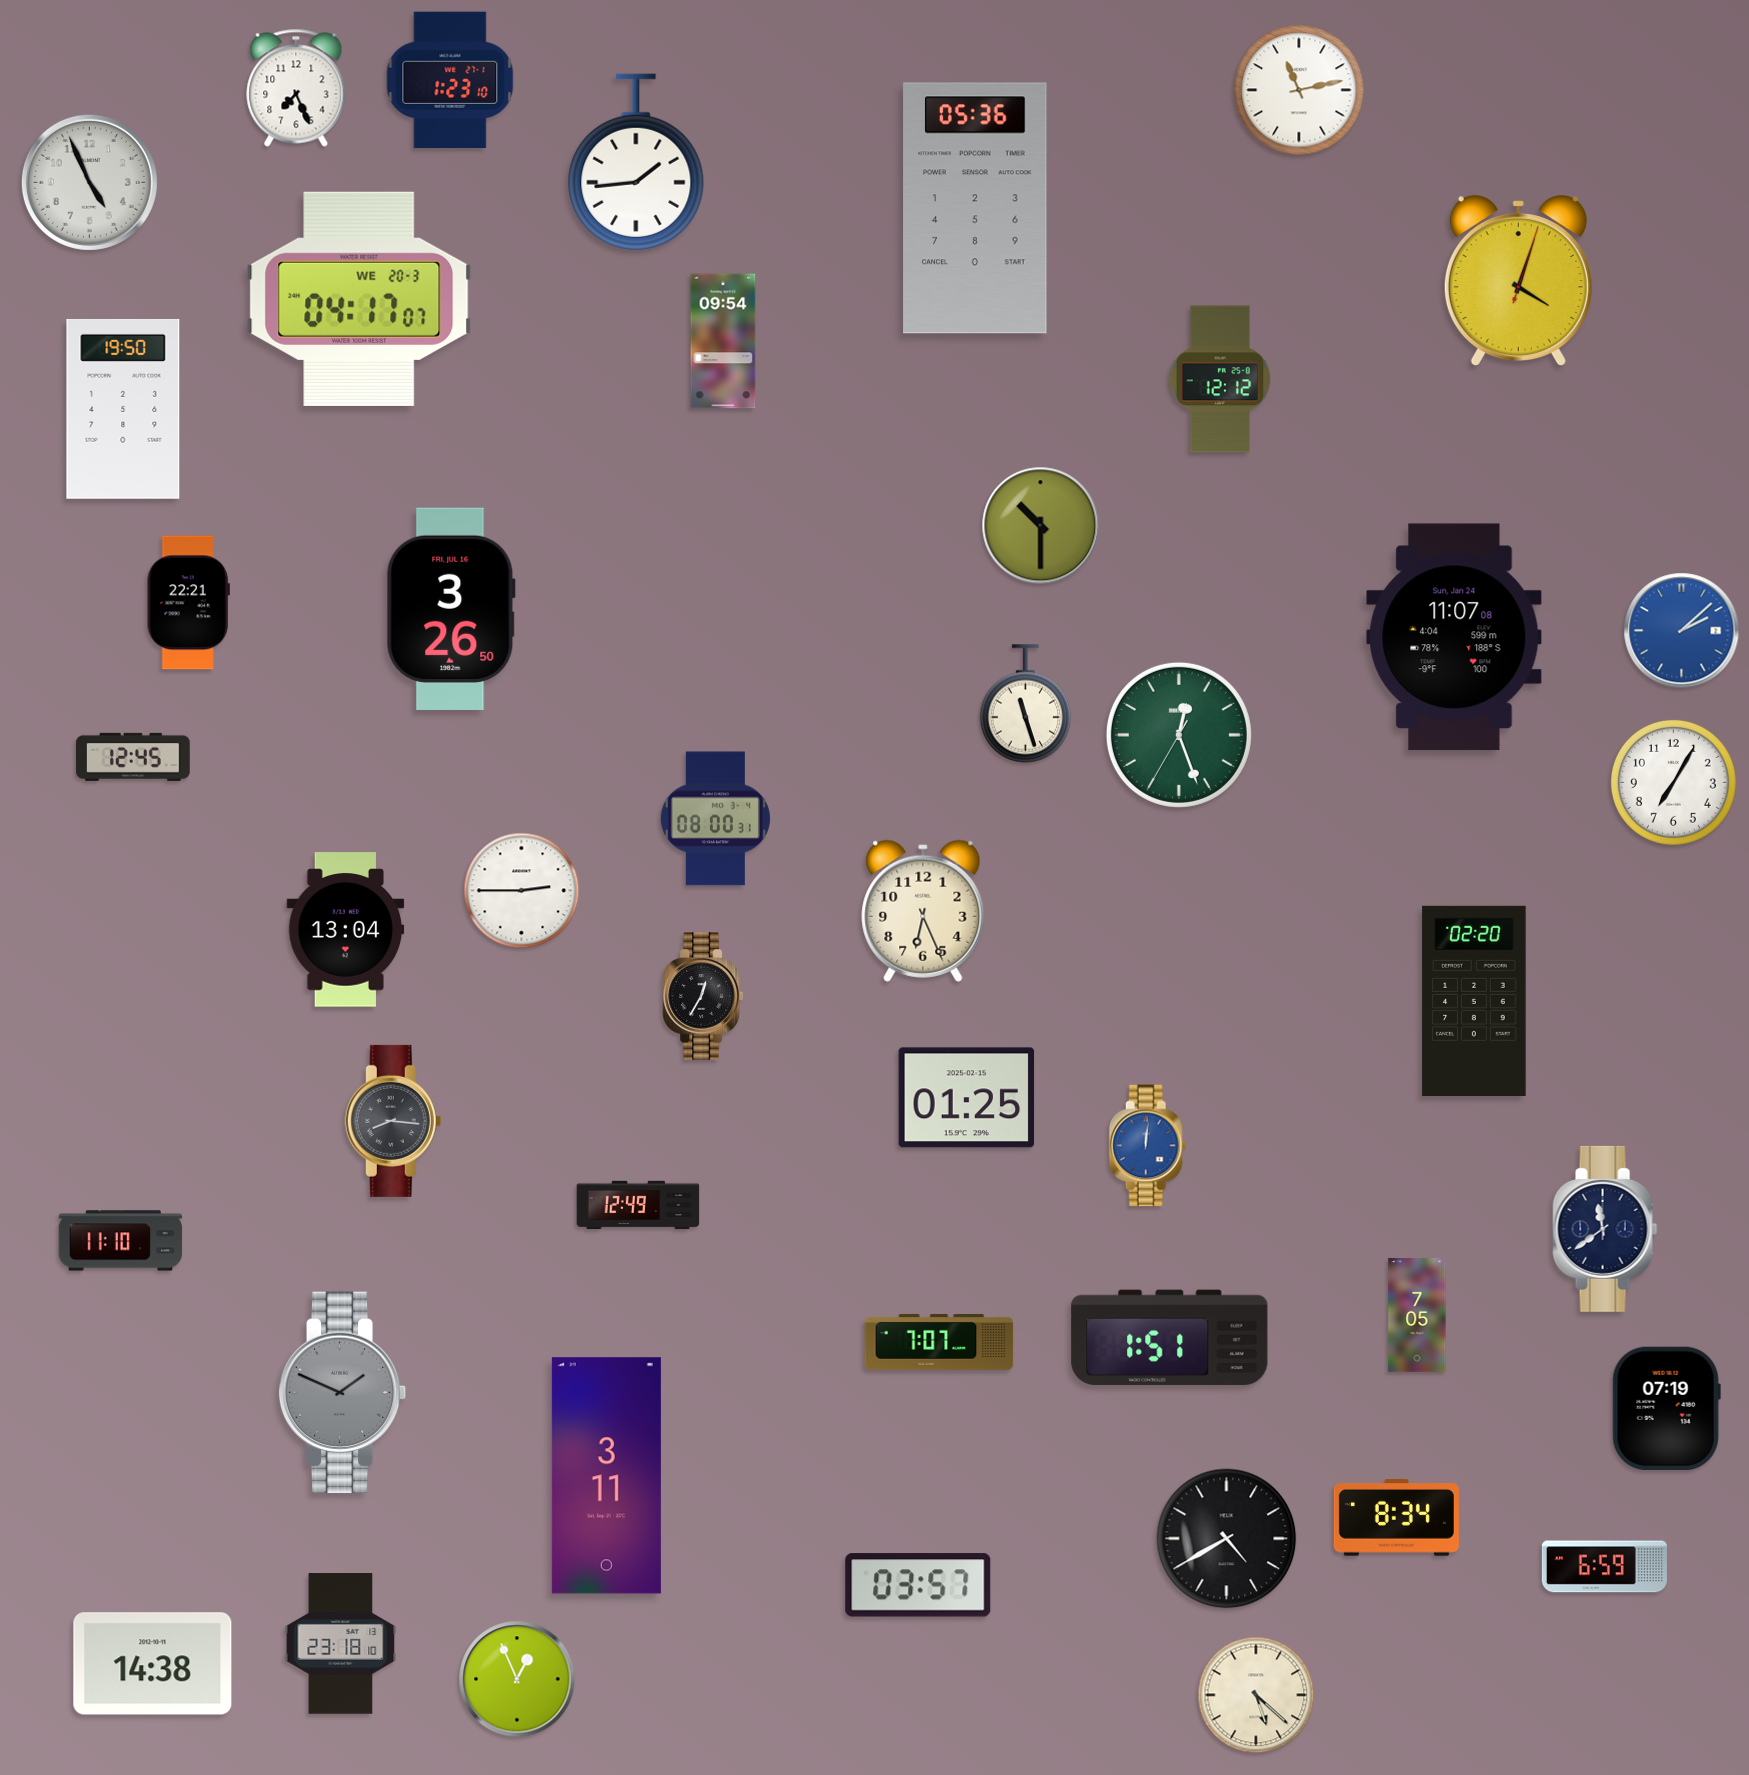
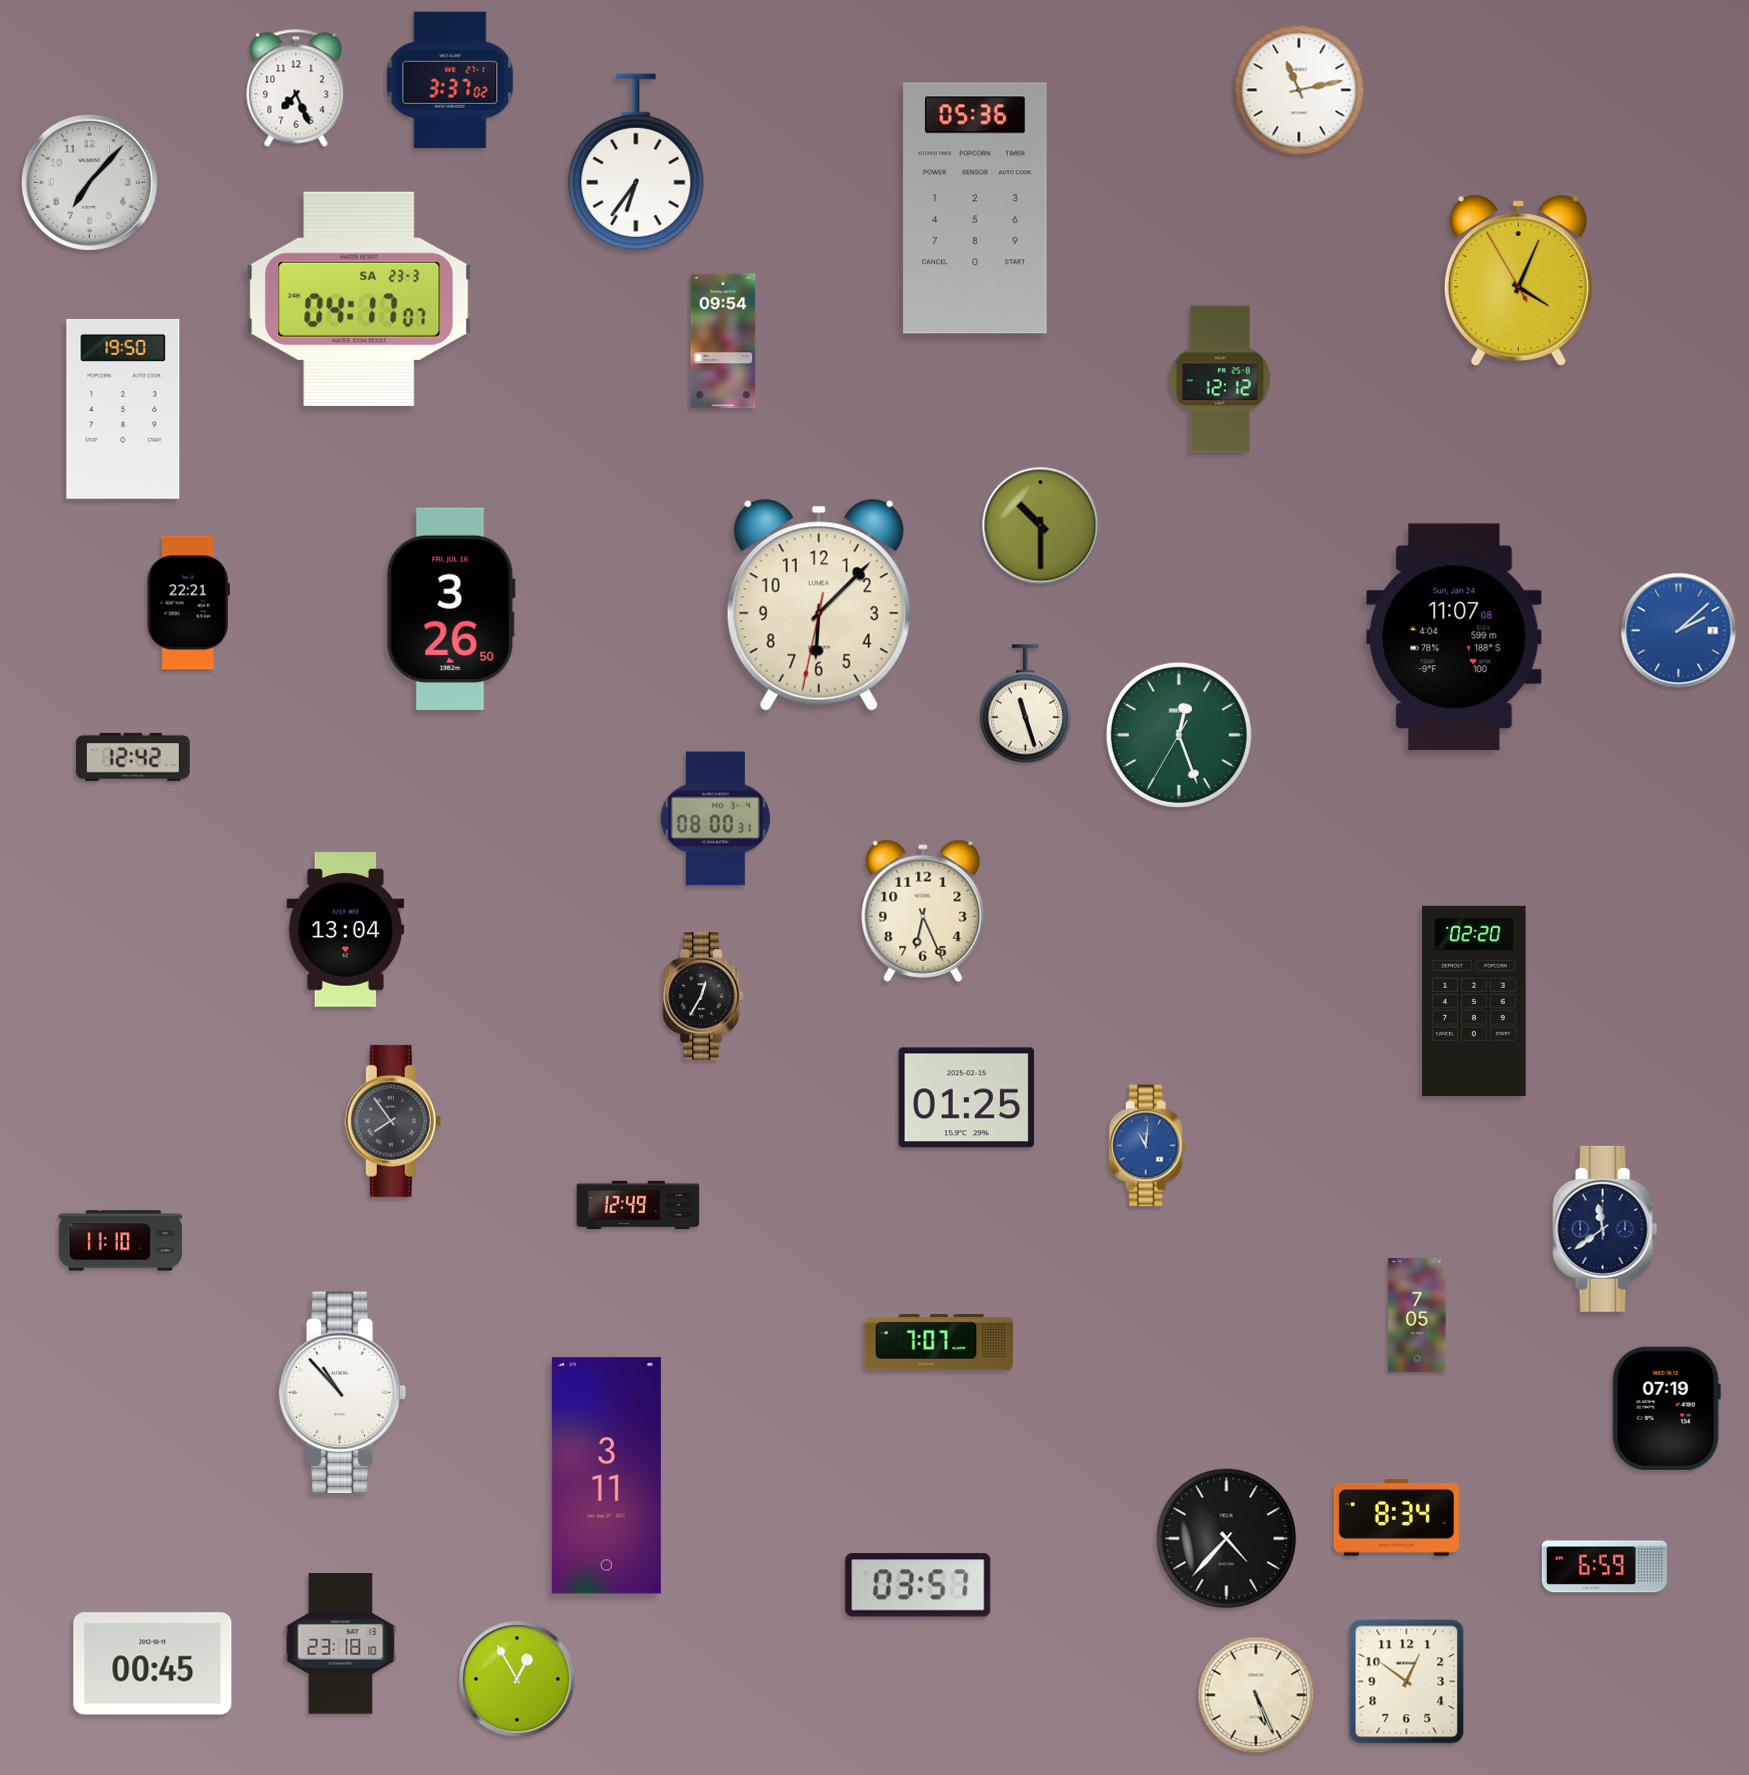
clock at (450, 80): 1:23 -> 3:37
clock at (636, 162): 1:44 -> 6:36
clock at (89, 182): 4:56 -> 7:07
clock at (1518, 280): 4:03:03 -> 4:03:55
clock at (359, 299) date: WE 20-3 -> SA 23-3
clock at (819, 605): none -> 6:07
clock at (1682, 631) position: (1682, 631) -> (1679, 631)
clock at (134, 757): 12:45 -> 12:42
clock at (1673, 782): 7:05 -> none
clock at (522, 891): 2:45 -> none
clock at (393, 1121): 8:16 -> 7:54
clock at (1148, 1146): 12:01 -> 11:01
clock at (1170, 1337): 1:51 -> none
clock at (343, 1393): 1:49 -> 10:53
clock at (343, 1393) dial: grey -> white
clock at (1227, 1539): 4:40 -> 4:37
clock at (153, 1664): 14:38 -> 00:45
clock at (517, 1679): 12:56 -> 12:55
clock at (1407, 1682): none -> 12:51
clock at (1256, 1695): 5:22 -> 5:26
